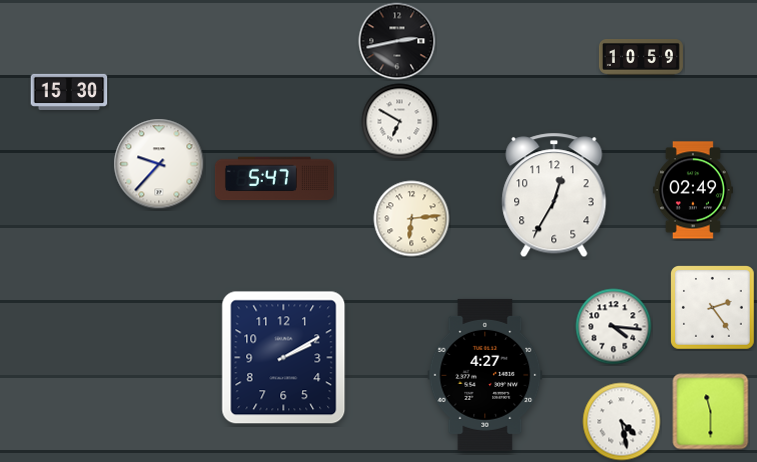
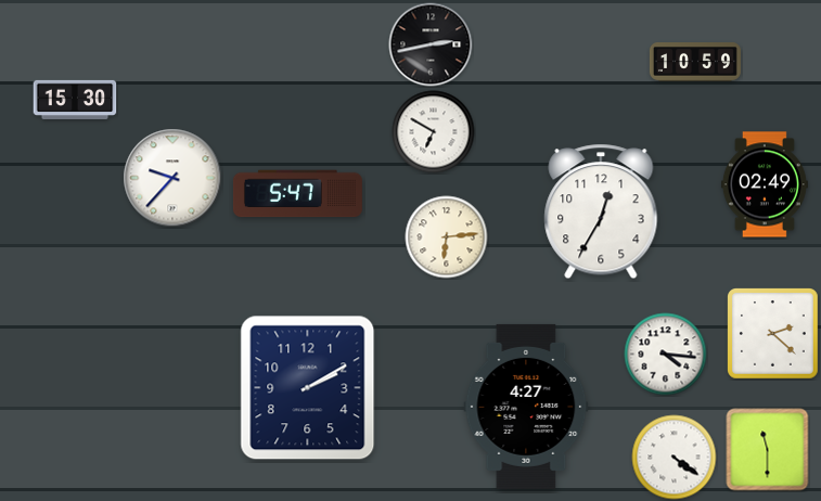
clock at (693, 190) position: (693, 190) -> (765, 184)
clock at (713, 308): 2:24 -> 2:22
clock at (711, 412) position: (711, 412) -> (768, 450)
clock at (622, 422): 4:28 -> 4:21
